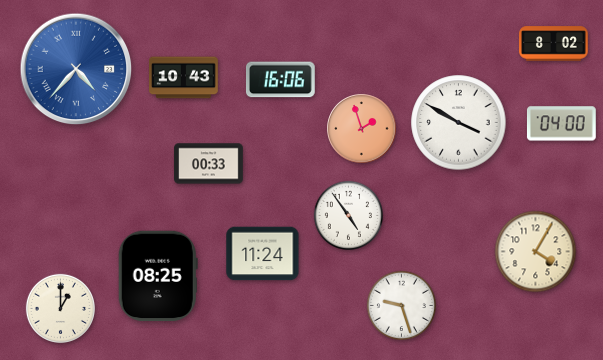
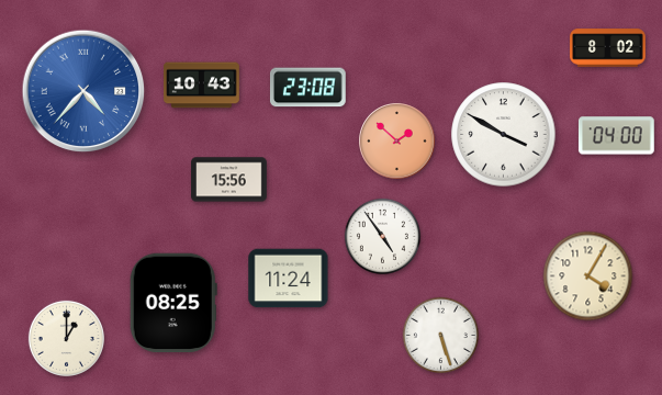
clock at (76, 69) position: (76, 69) -> (83, 91)
clock at (280, 80): 16:06 -> 23:08
clock at (362, 129): 1:57 -> 1:52
clock at (209, 164): 00:33 -> 15:56
clock at (401, 305): 9:27 -> 5:27
